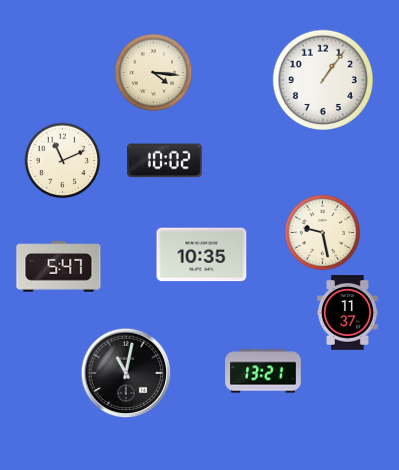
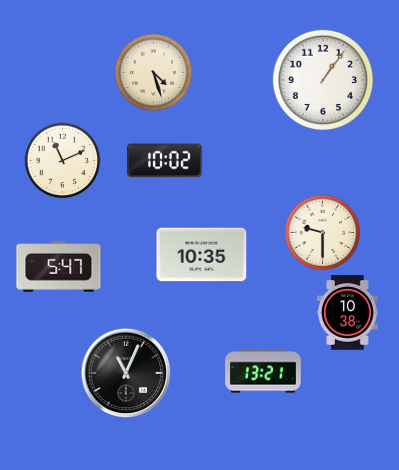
clock at (154, 73): 4:16 -> 4:27
clock at (323, 233): 9:28 -> 9:30
clock at (348, 313): 11:37 -> 10:38
clock at (126, 373): 11:02 -> 11:04
